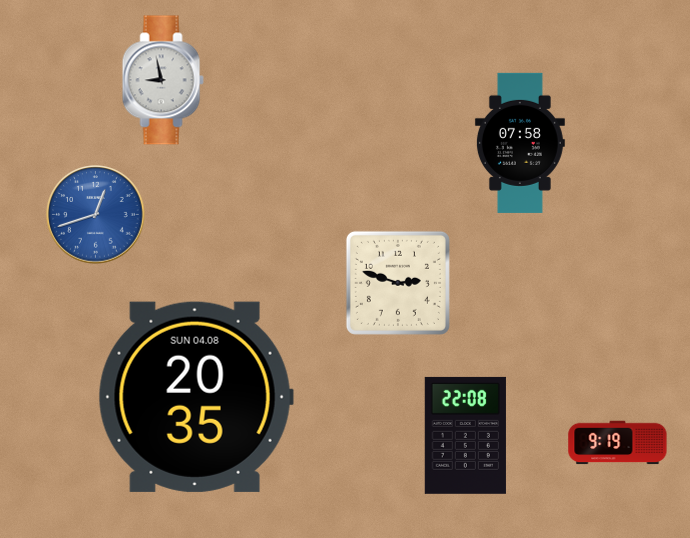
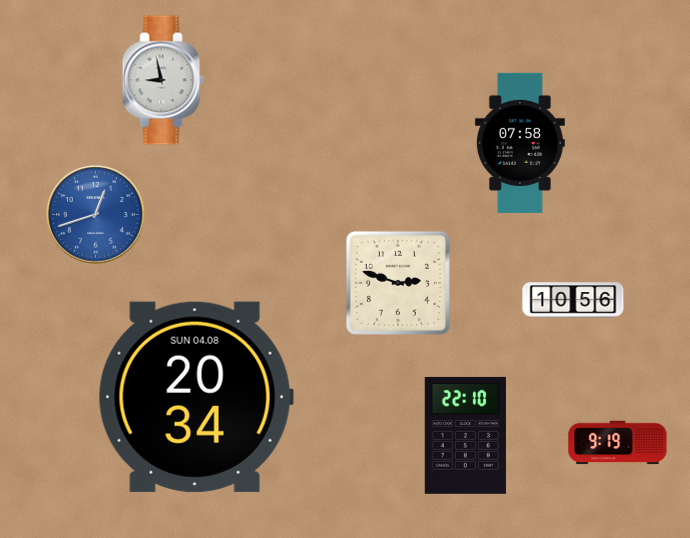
clock at (573, 300): none -> 10:56
clock at (196, 397): 20:35 -> 20:34
clock at (465, 435): 22:08 -> 22:10
